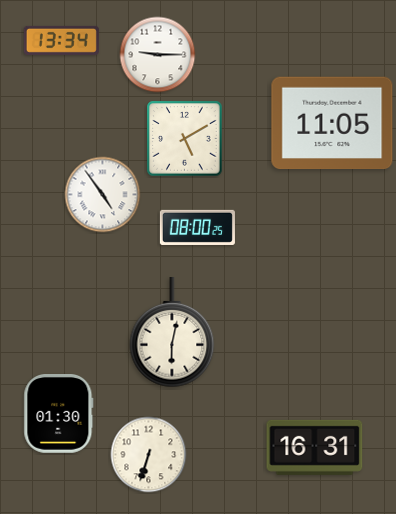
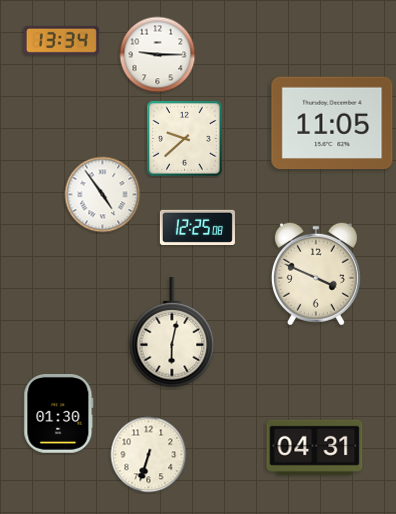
clock at (185, 139): 5:10 -> 9:38
clock at (197, 227): 08:00 -> 12:25
clock at (316, 274): none -> 3:49
clock at (315, 447): 16:31 -> 04:31
